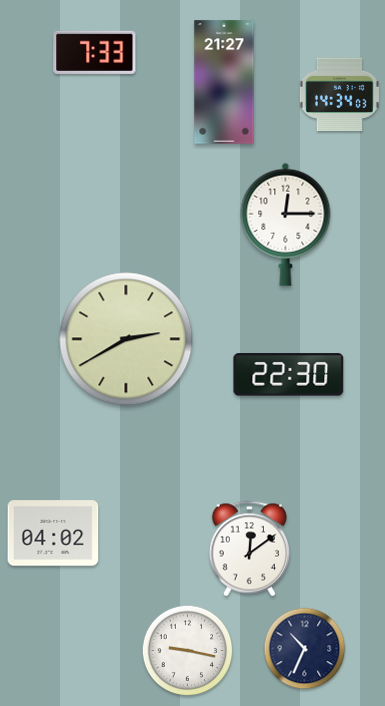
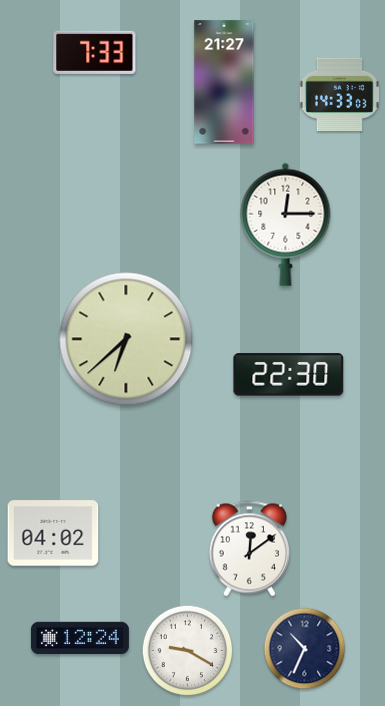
clock at (339, 94): 14:34 -> 14:33
clock at (126, 339): 2:40 -> 6:38
clock at (80, 638): none -> 12:24
clock at (188, 651): 9:17 -> 9:20
